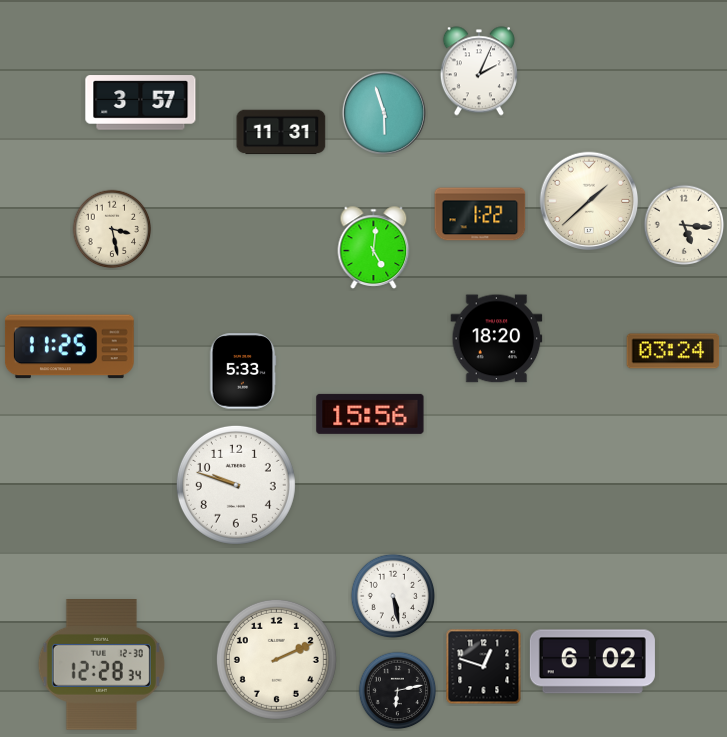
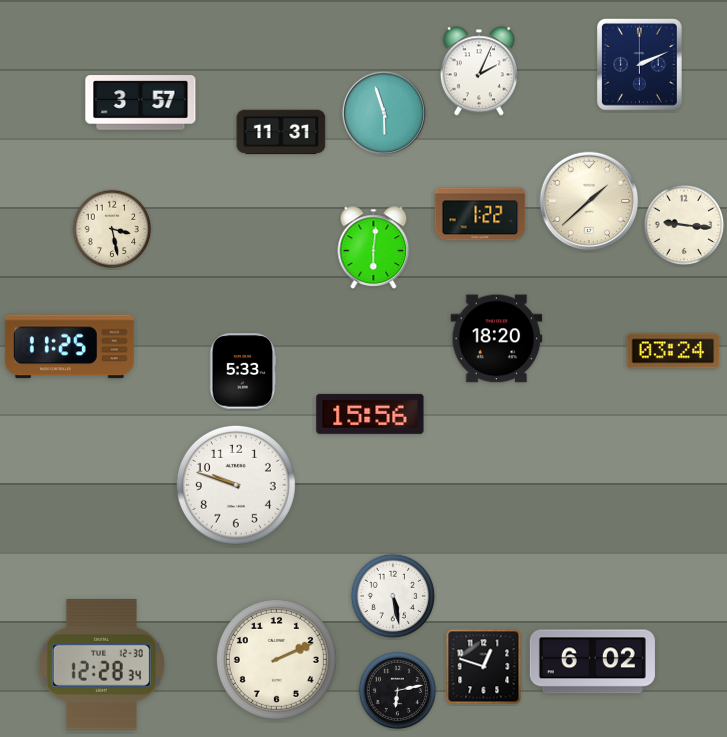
clock at (639, 64): none -> 2:11
clock at (684, 225): 5:16 -> 9:16
clock at (374, 248): 5:01 -> 6:01
